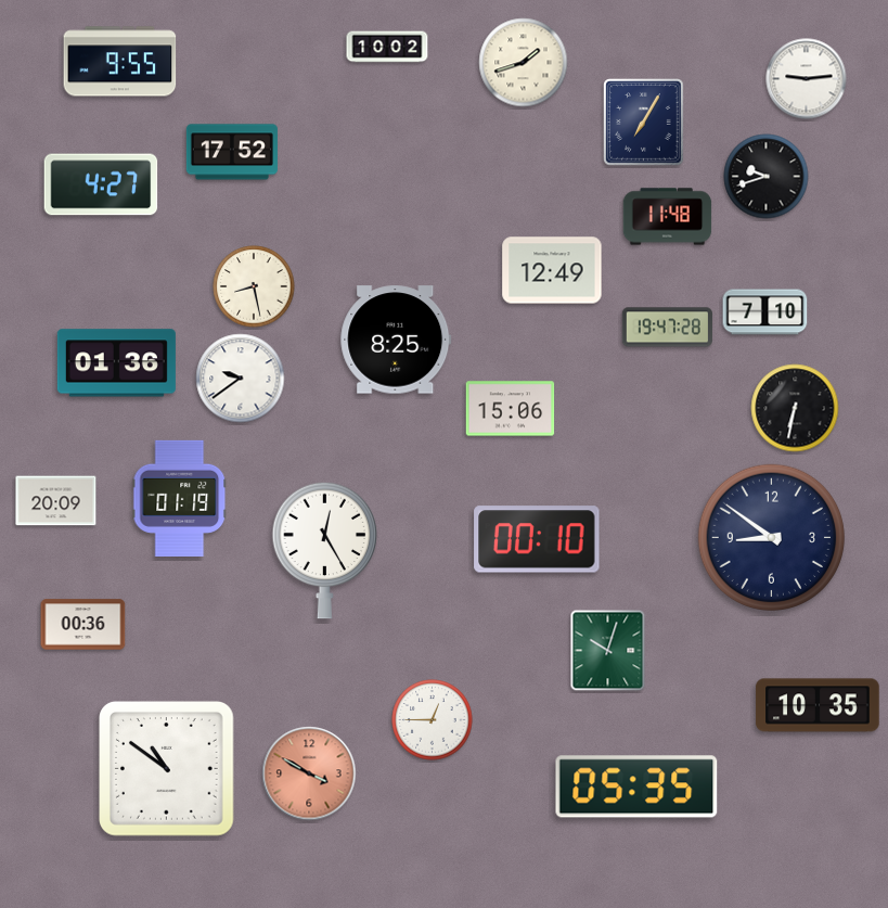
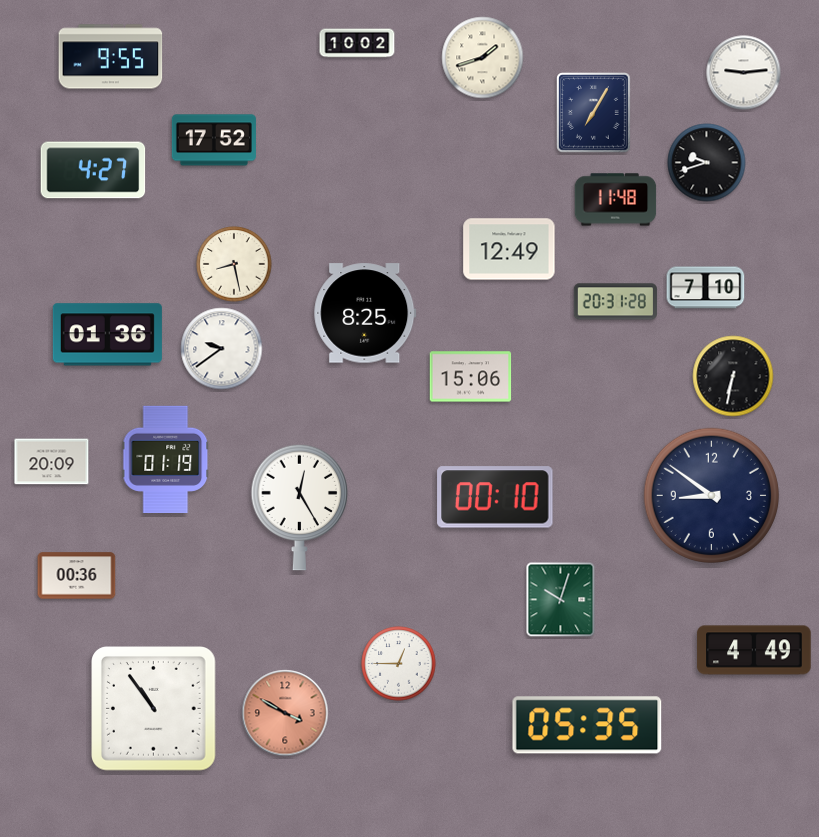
clock at (667, 328): 19:47 -> 20:31
clock at (818, 705): 10:35 -> 4:49
clock at (167, 769): 10:51 -> 10:54
